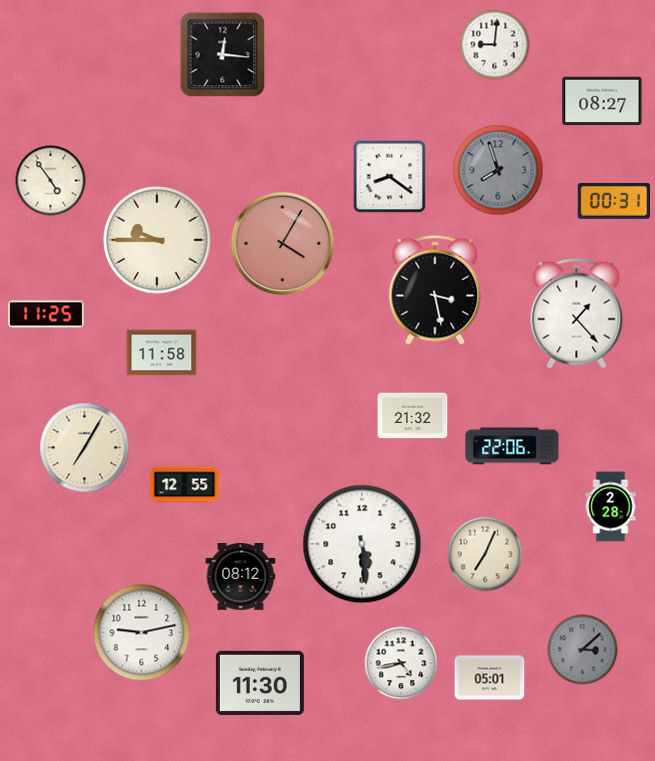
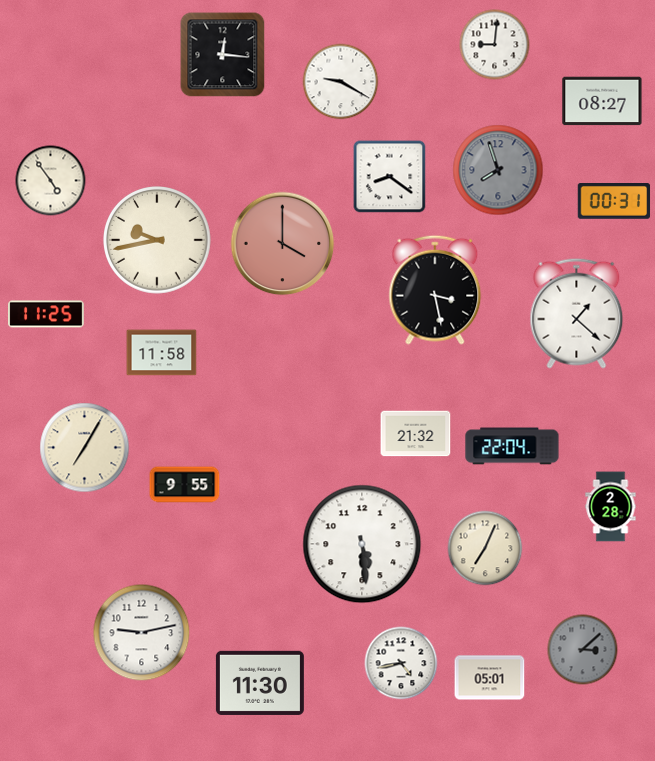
clock at (341, 82): none -> 9:20
clock at (158, 241): 9:45 -> 9:43
clock at (283, 244): 4:05 -> 4:00
clock at (577, 313): 1:23 -> 1:22
clock at (413, 416) position: (413, 416) -> (416, 434)
clock at (512, 446): 22:06 -> 22:04
clock at (185, 485): 12:55 -> 9:55
clock at (485, 554) position: (485, 554) -> (485, 548)
clock at (241, 577): 08:12 -> none
